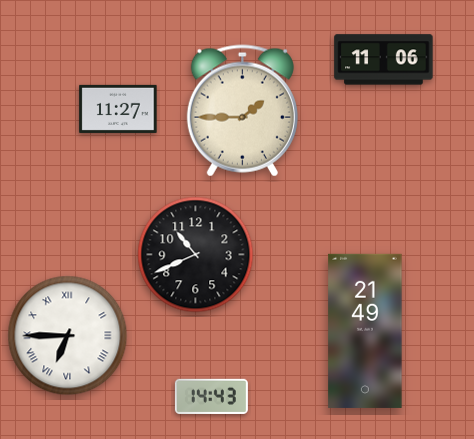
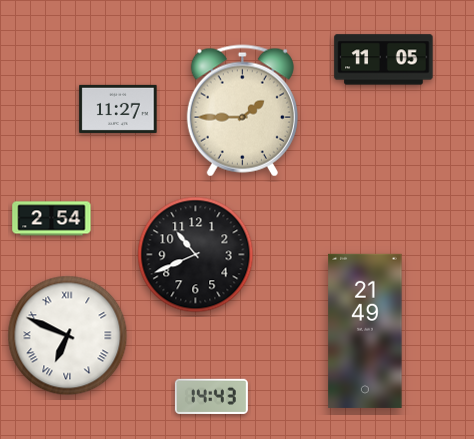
clock at (384, 60): 11:06 -> 11:05
clock at (52, 219): none -> 2:54
clock at (68, 336): 6:45 -> 6:49
